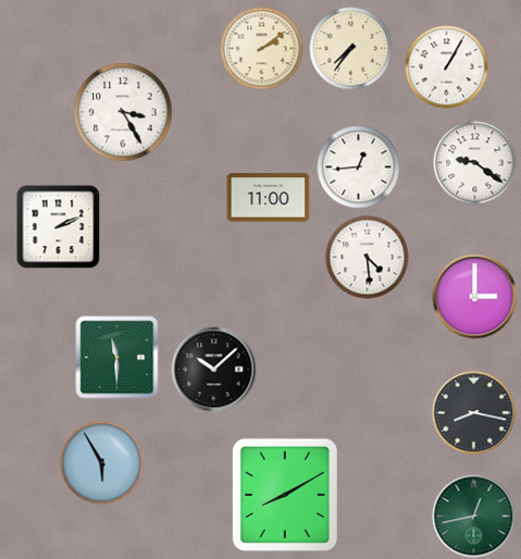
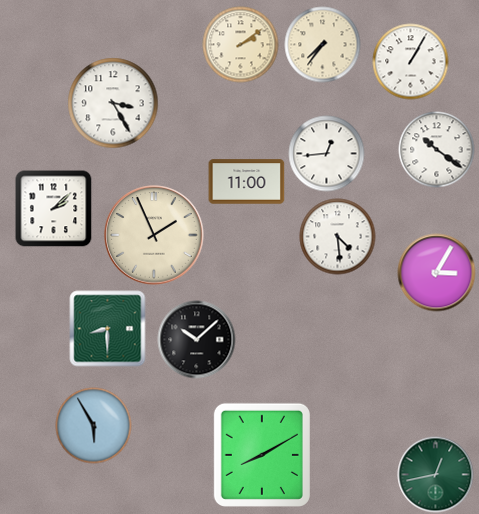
clock at (475, 163): 9:21 -> 10:21
clock at (359, 167) position: (359, 167) -> (327, 154)
clock at (59, 227): 2:11 -> 2:08
clock at (154, 235): none -> 1:56
clock at (475, 297): 3:00 -> 3:05
clock at (117, 358): 11:30 -> 8:30
clock at (474, 413): 8:17 -> none
